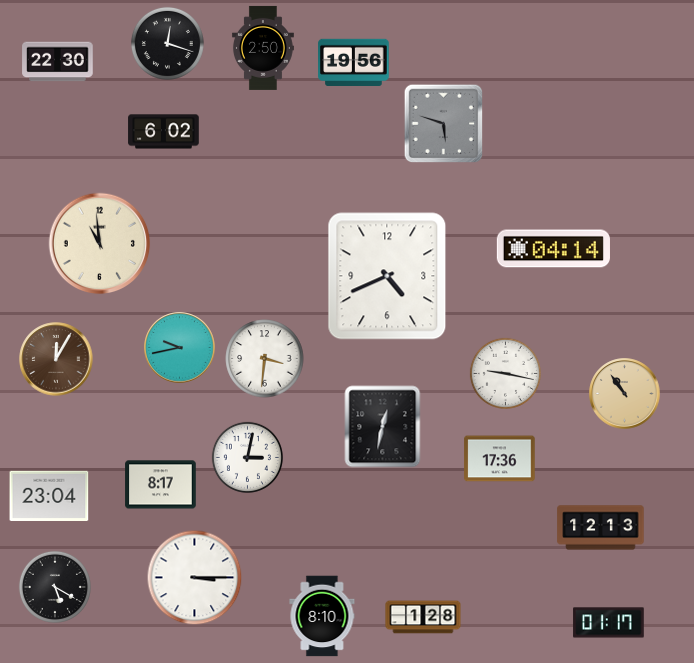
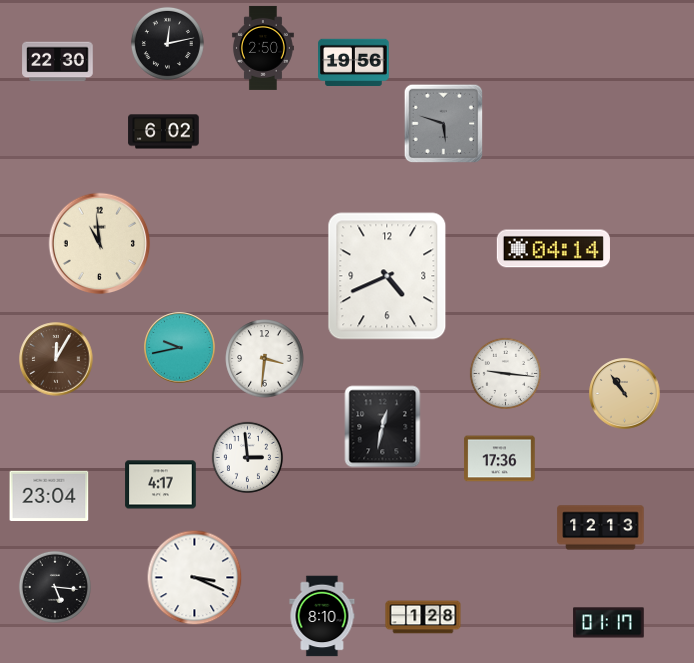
clock at (167, 43): 12:18 -> 12:13
clock at (505, 373): 9:17 -> 9:16
clock at (247, 457): 3:02 -> 2:59
clock at (161, 485): 8:17 -> 4:17
clock at (195, 578): 3:15 -> 3:19
clock at (55, 587): 5:20 -> 5:16
